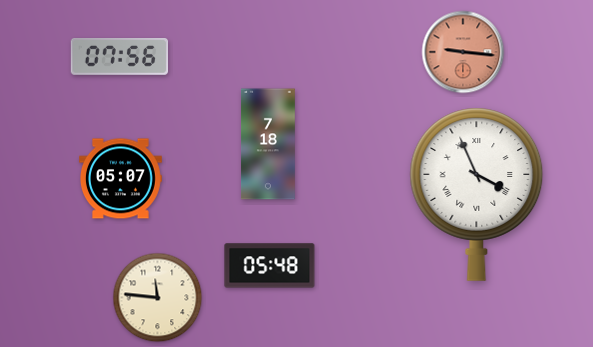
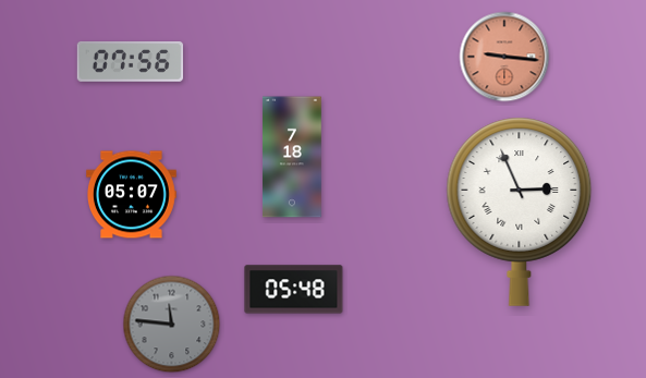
clock at (477, 194): 3:56 -> 2:56
clock at (158, 298) dial: cream -> grey
